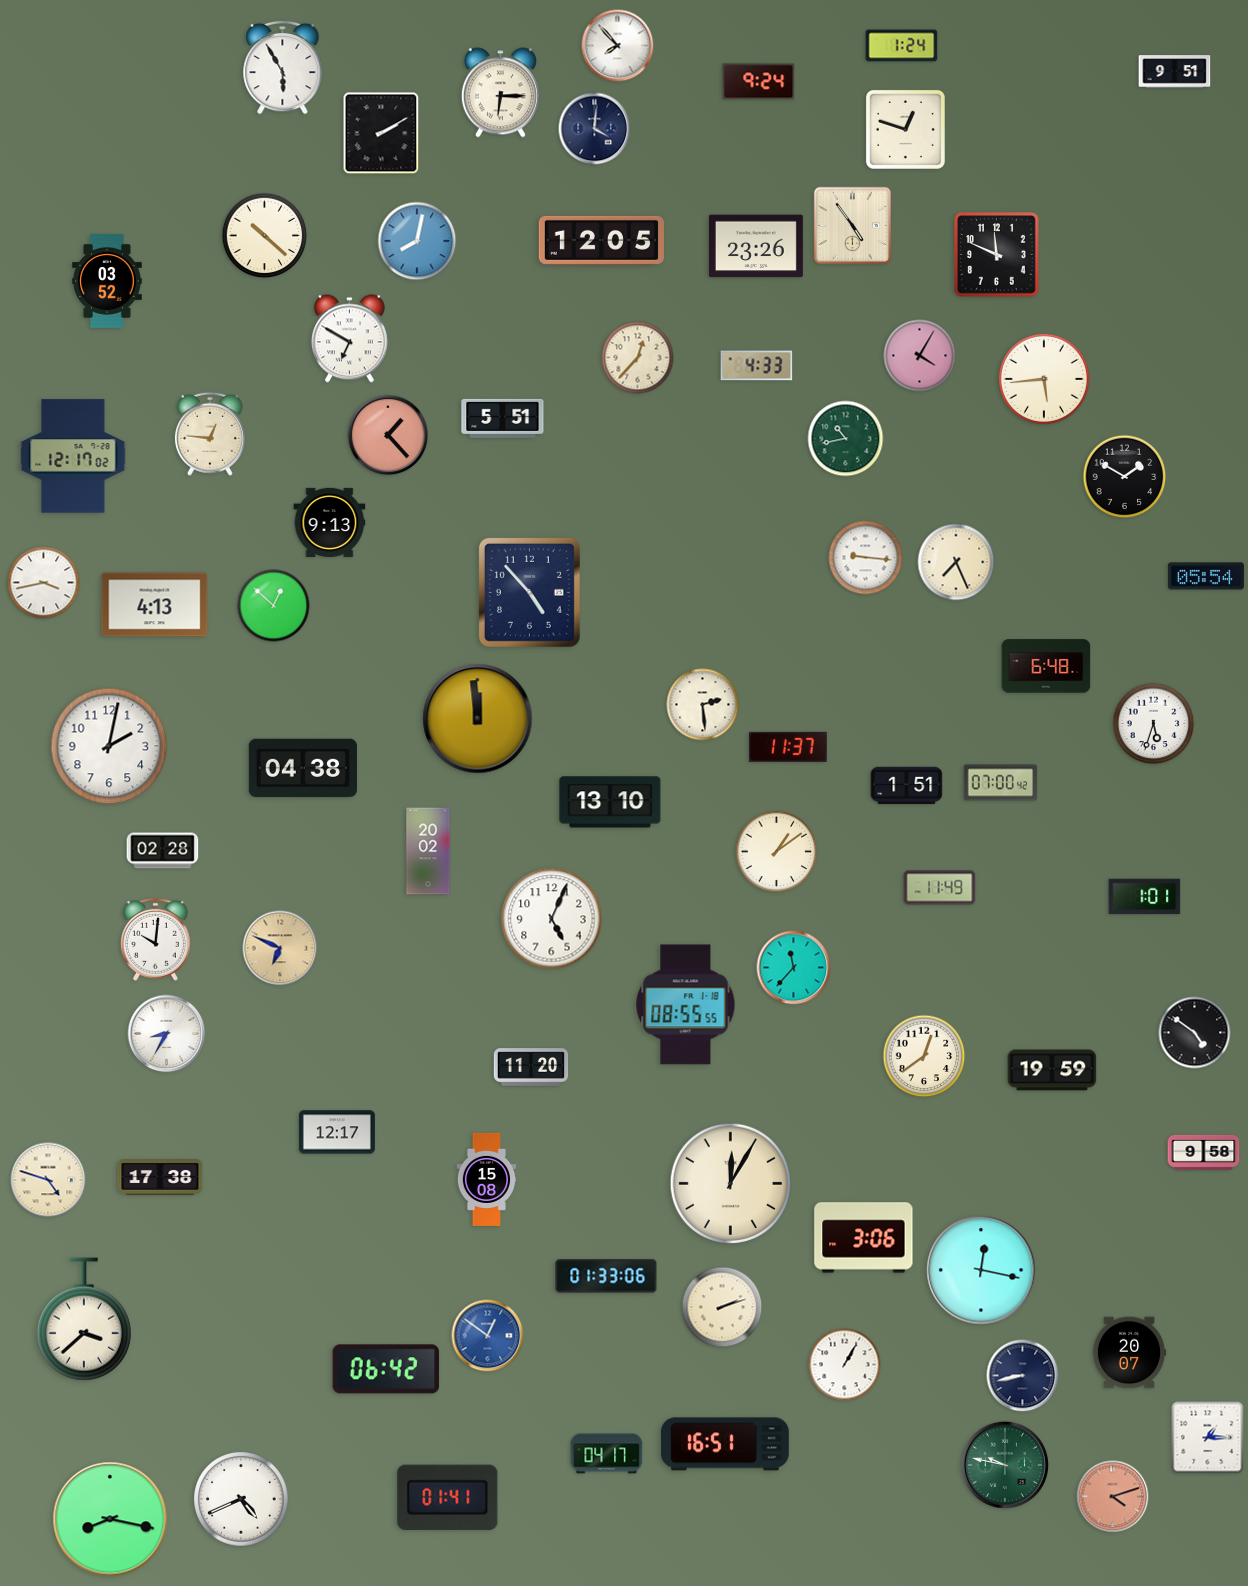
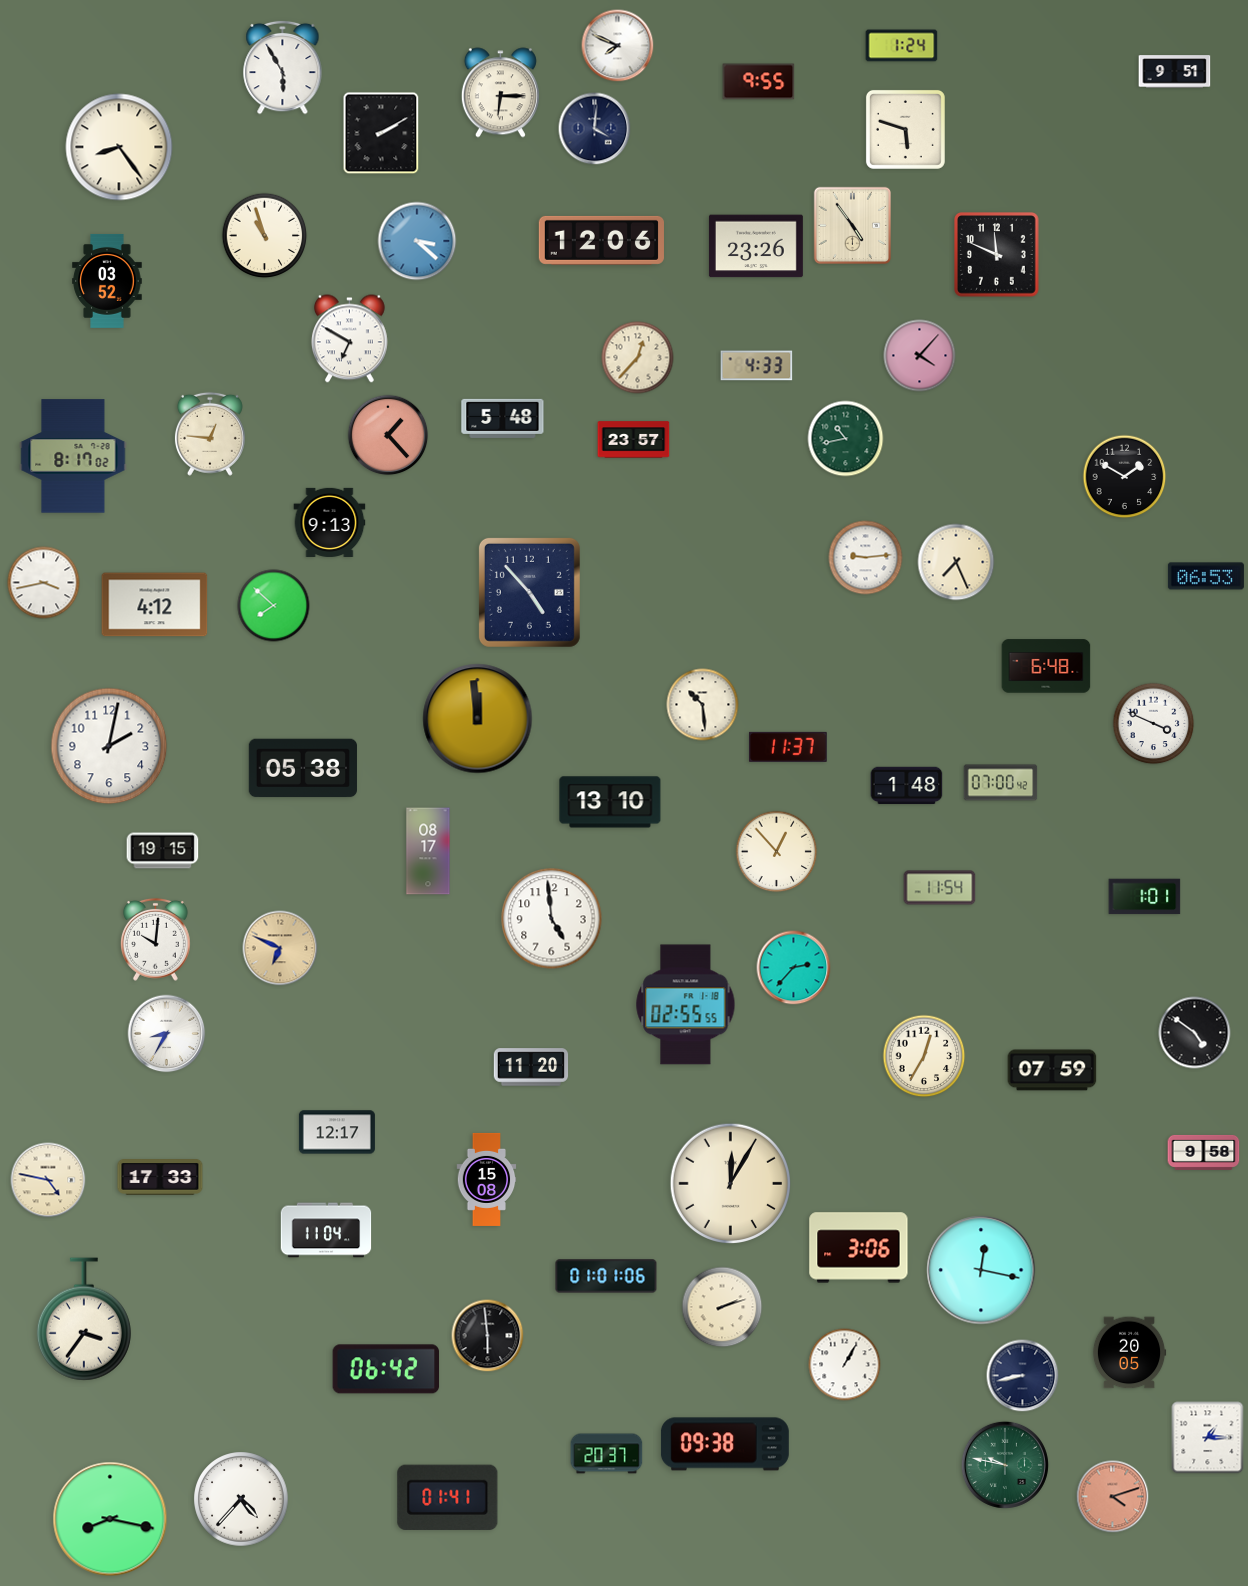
clock at (618, 46): 7:53 -> 7:49
clock at (759, 82): 9:24 -> 9:55
clock at (905, 129): 12:48 -> 5:48
clock at (119, 147): none -> 8:24
clock at (265, 236): 10:22 -> 10:57
clock at (601, 240): 12:05 -> 12:06
clock at (417, 241): 8:02 -> 3:22
clock at (920, 356): 4:05 -> 4:07
clock at (1044, 379): 5:44 -> none
clock at (503, 418): 5:51 -> 5:48
clock at (634, 440): none -> 23:57
clock at (73, 456): 12:17 -> 8:17
clock at (866, 558): 9:16 -> 9:14
clock at (1206, 576): 05:54 -> 06:53
clock at (155, 605): 4:13 -> 4:12
clock at (274, 606): 12:52 -> 7:52
clock at (703, 705): 2:29 -> 10:29
clock at (1154, 724): 5:33 -> 3:49
clock at (303, 768): 04:38 -> 05:38
clock at (907, 786): 1:51 -> 1:48
clock at (163, 851): 02:28 -> 19:15
clock at (428, 851): 20:02 -> 08:17
clock at (777, 852): 1:09 -> 12:53
clock at (940, 888): 11:49 -> 11:54
clock at (552, 919): 5:04 -> 4:59
clock at (794, 968): 11:37 -> 2:37
clock at (686, 1005): 08:55 -> 02:55
clock at (924, 1056): 12:39 -> 12:35
clock at (1052, 1070): 19:59 -> 07:59
clock at (160, 1178): 17:38 -> 17:33
clock at (48, 1180): 4:48 -> 4:47
clock at (326, 1230): none -> 11:04
clock at (864, 1238) position: (864, 1238) -> (859, 1248)
clock at (606, 1276): 01:33 -> 01:01
clock at (84, 1319): 3:38 -> 3:36
clock at (488, 1336): 12:51 -> 5:59
clock at (488, 1336) dial: blue -> black
clock at (1129, 1353): 20:07 -> 20:05
clock at (725, 1444): 16:51 -> 09:38
clock at (607, 1454): 04:17 -> 20:37
clock at (241, 1499): 4:41 -> 4:37
